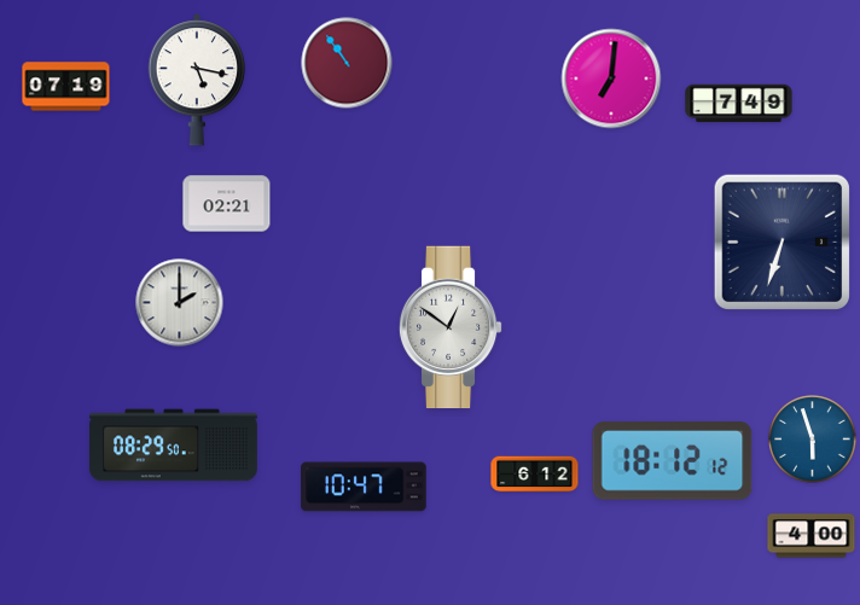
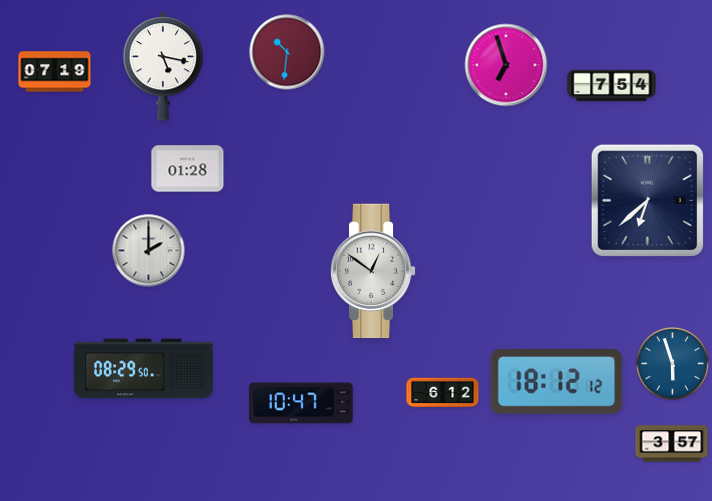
clock at (347, 63): 10:54 -> 10:31
clock at (611, 78): 7:01 -> 6:57
clock at (739, 104): 7:49 -> 7:54
clock at (227, 204): 02:21 -> 01:28
clock at (781, 242): 6:33 -> 6:38
clock at (812, 536): 4:00 -> 3:57
